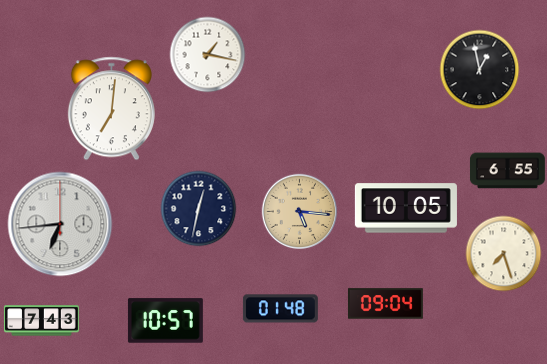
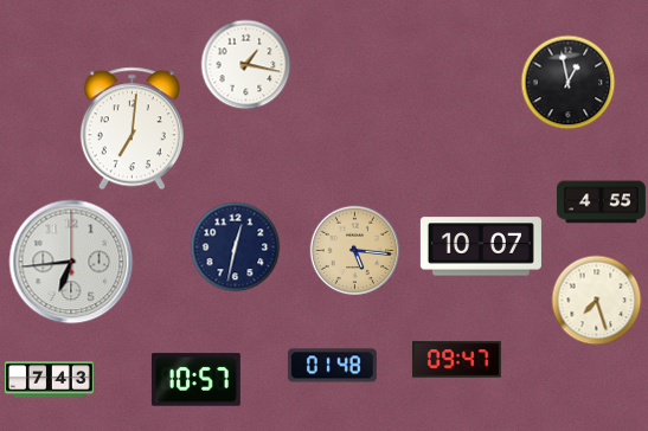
clock at (507, 171): 6:55 -> 4:55
clock at (406, 208): 10:05 -> 10:07
clock at (60, 224) position: (60, 224) -> (71, 262)
clock at (385, 304): 09:04 -> 09:47
